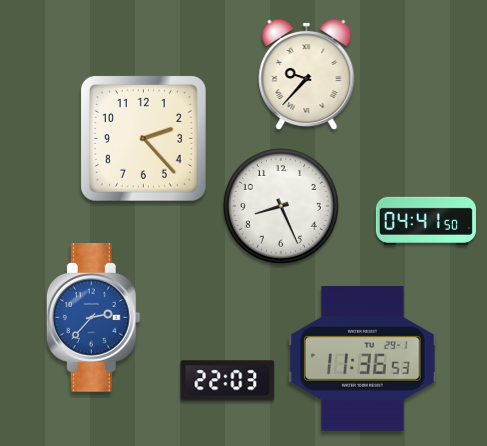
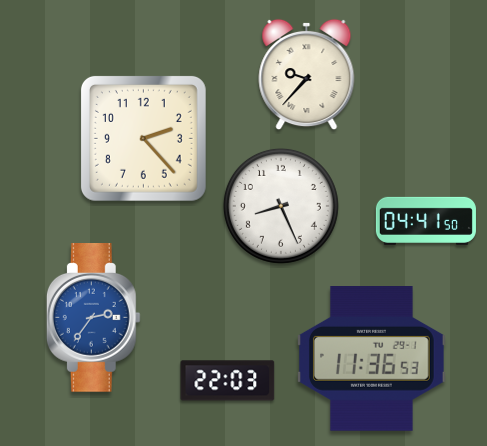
clock at (93, 318): 2:37 -> 2:36
clock at (363, 359) position: (363, 359) -> (372, 359)
